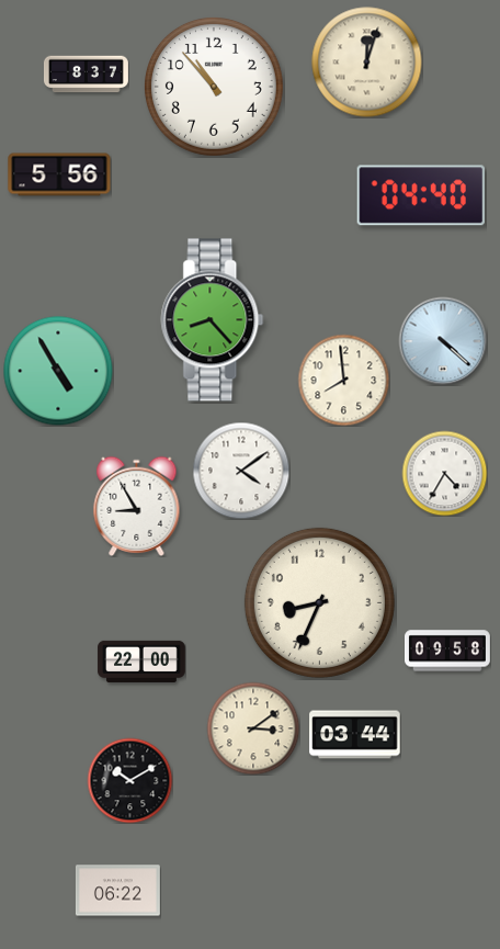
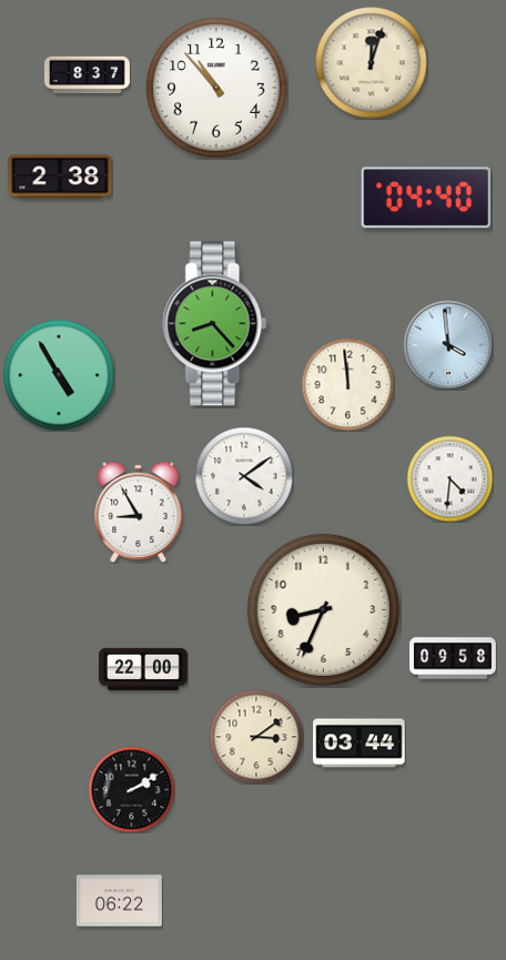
clock at (59, 174): 5:56 -> 2:38
clock at (443, 341): 4:22 -> 3:59
clock at (343, 380): 7:59 -> 11:59
clock at (444, 473): 4:35 -> 4:31
clock at (129, 780): 10:10 -> 2:10
